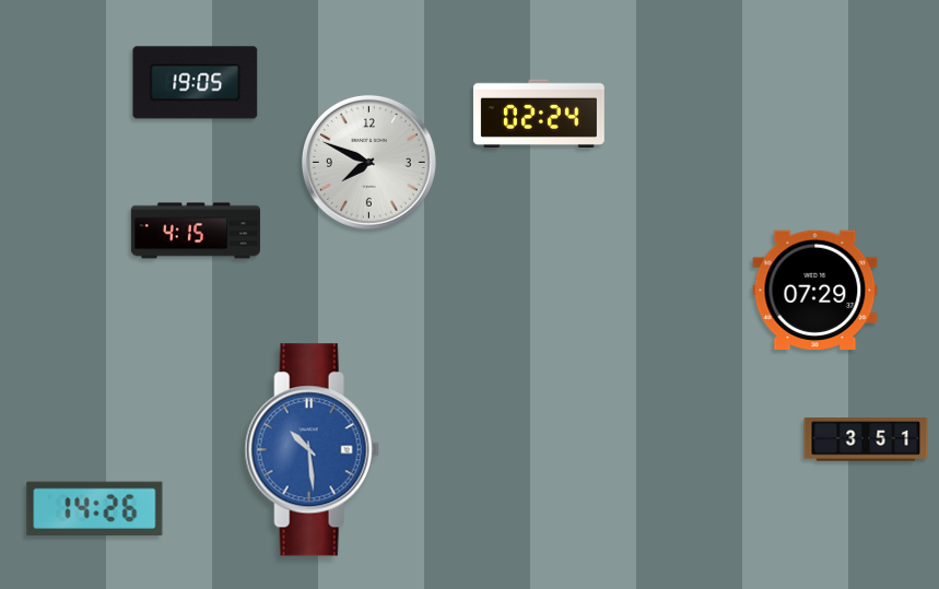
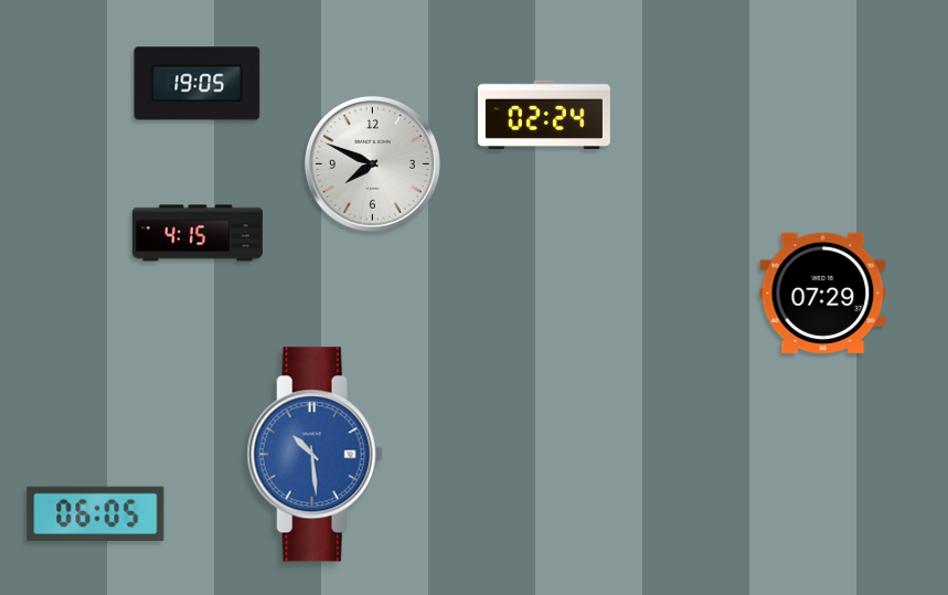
clock at (866, 439): 3:51 -> none
clock at (95, 509): 14:26 -> 06:05
